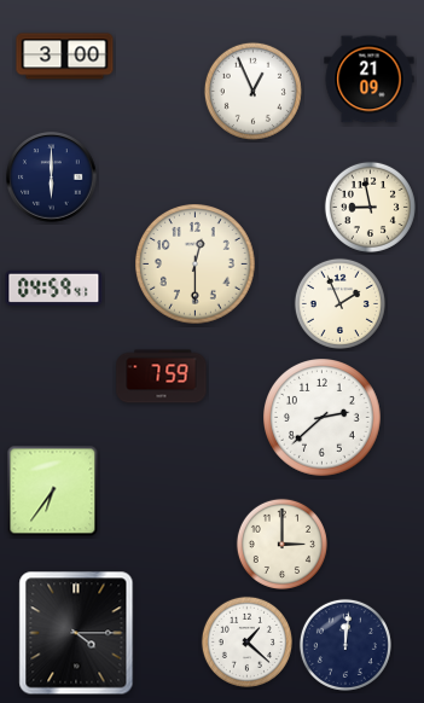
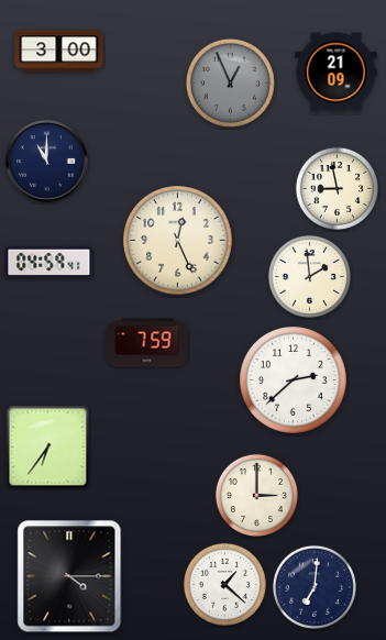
clock at (252, 91) dial: white -> grey
clock at (52, 178): 6:00 -> 11:00
clock at (196, 265): 12:30 -> 12:26
clock at (339, 303): 1:56 -> 1:59
clock at (345, 645): 12:01 -> 7:01
